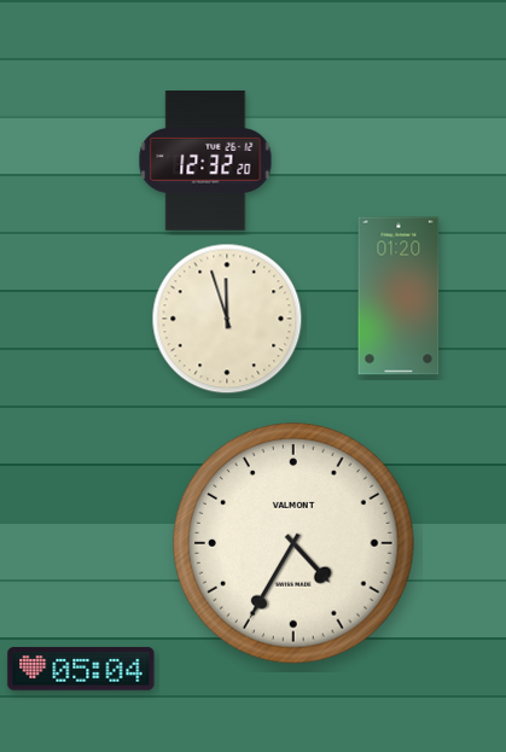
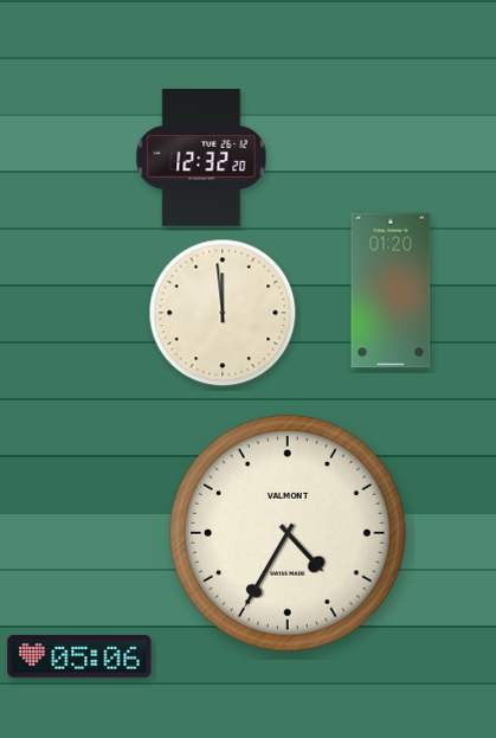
clock at (227, 319): 11:57 -> 11:59
clock at (81, 669): 05:04 -> 05:06
